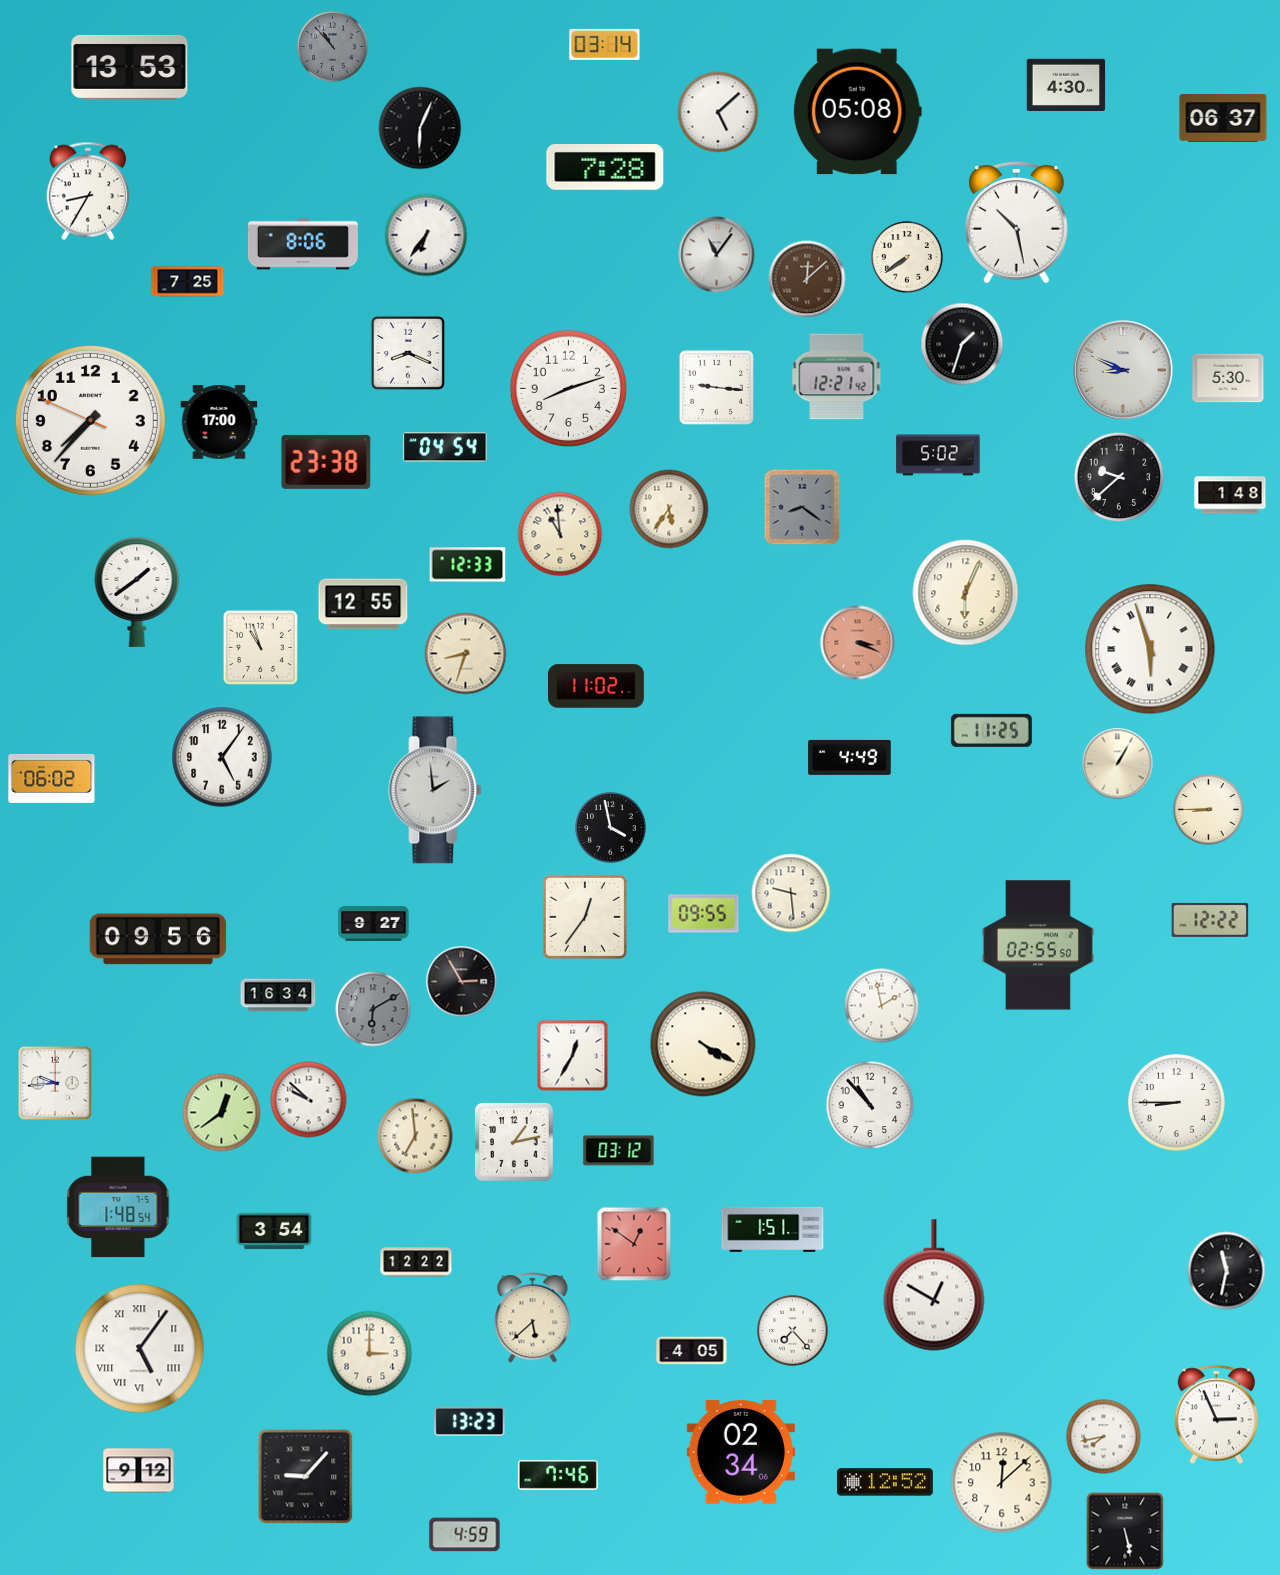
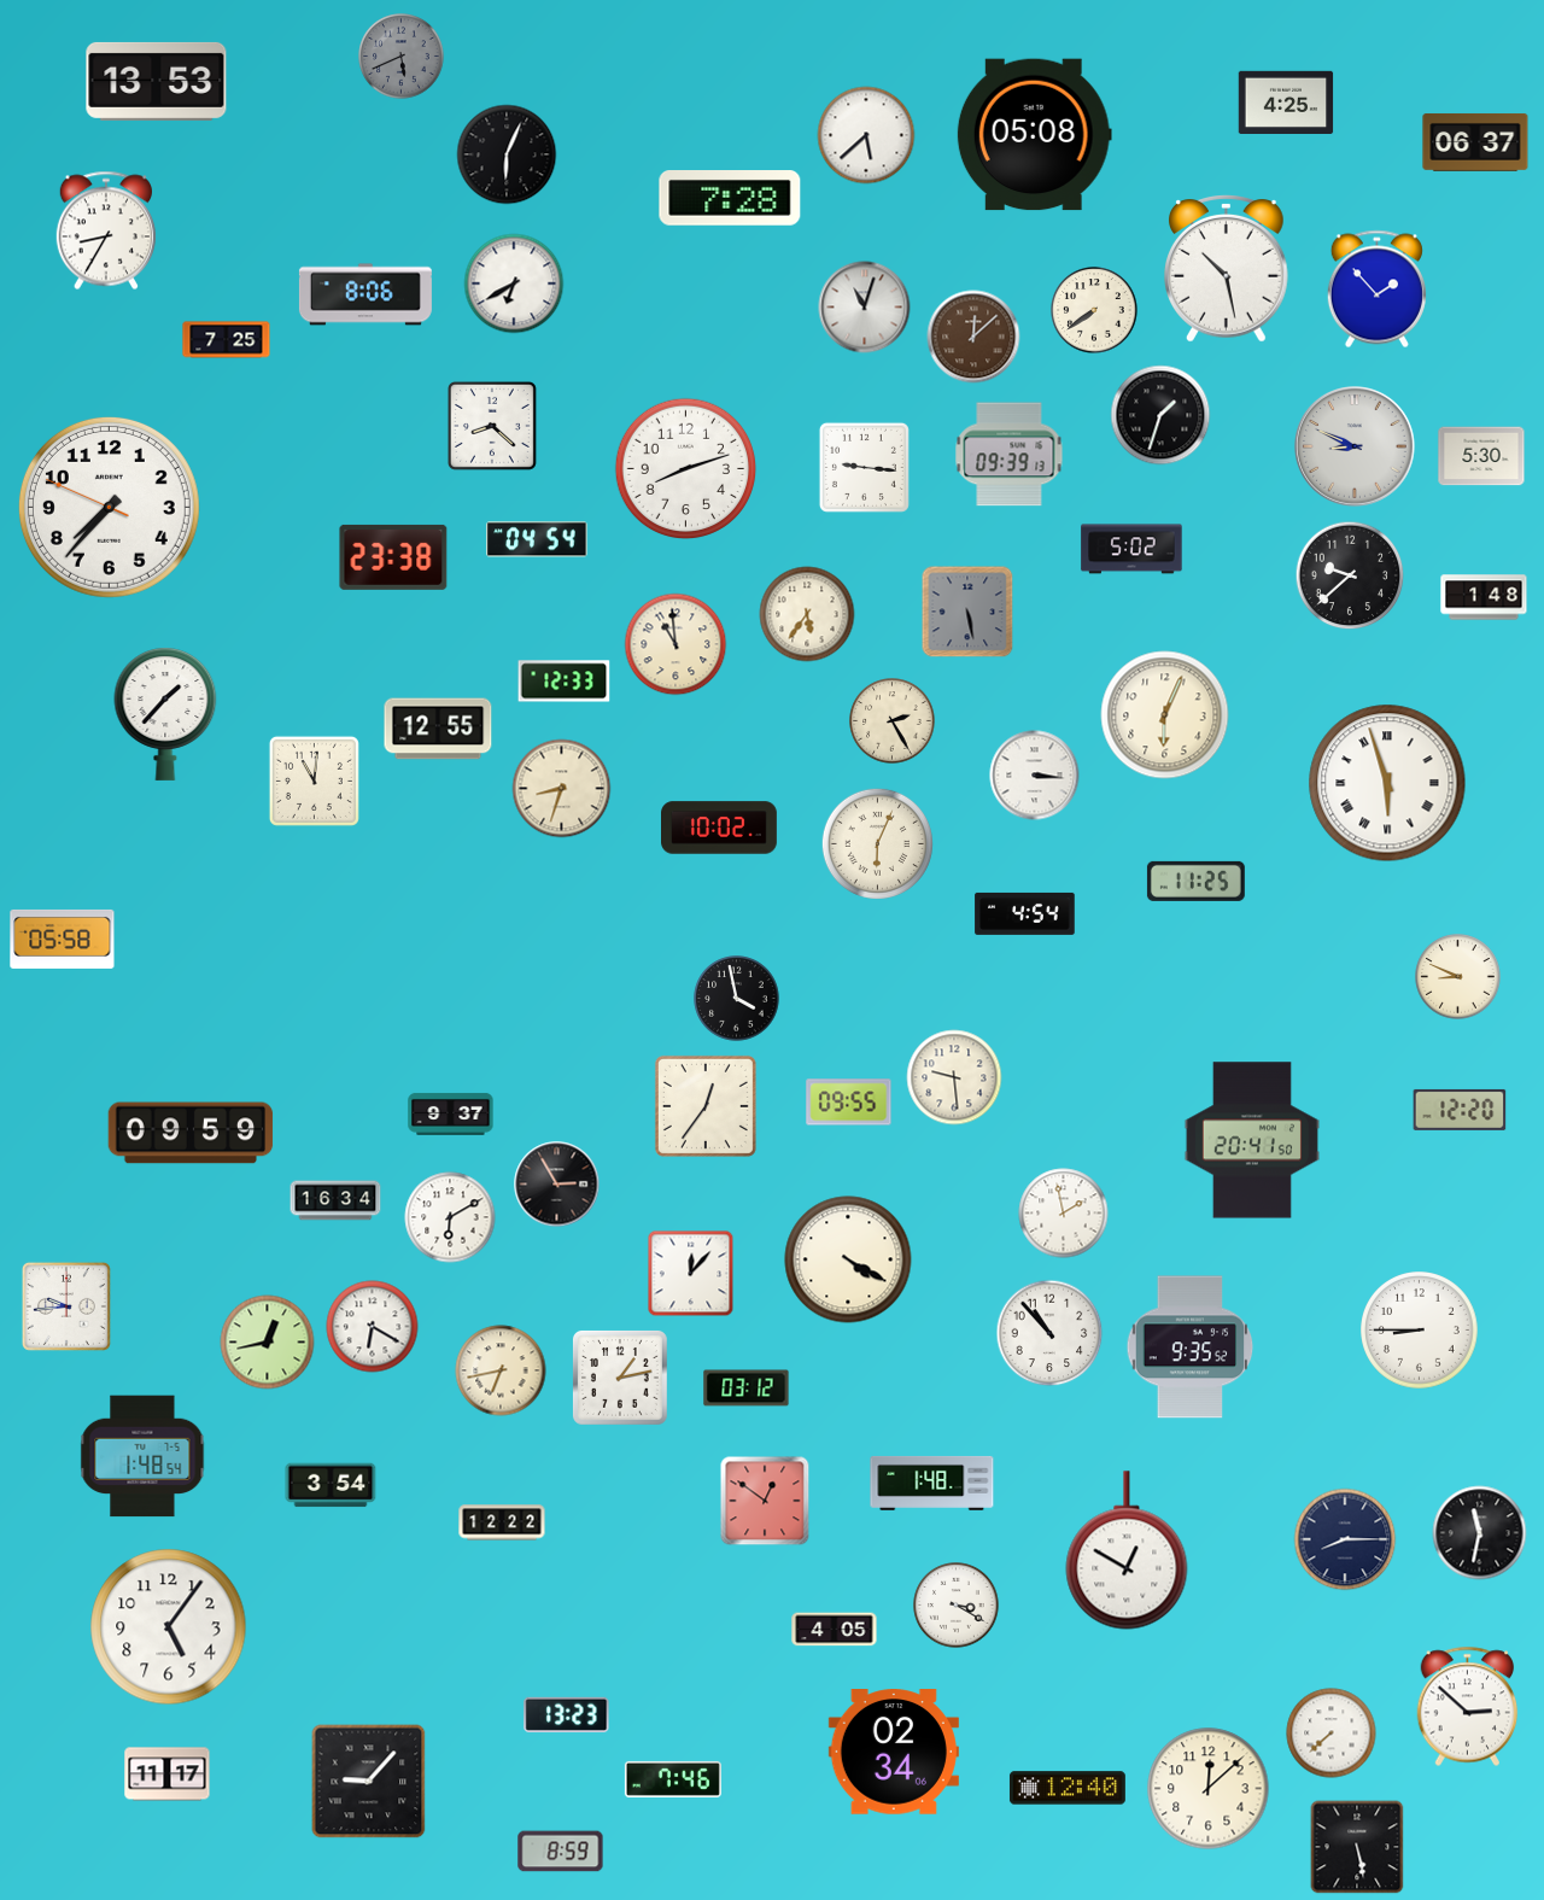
clock at (605, 44): 03:14 -> none
clock at (333, 47): 10:53 -> 5:41
clock at (1066, 84): 4:30 -> 4:25
clock at (718, 112): 5:08 -> 5:38
clock at (605, 168) position: (605, 168) -> (730, 199)
clock at (426, 235): 6:36 -> 6:40
clock at (1376, 290): none -> 1:53
clock at (717, 255): 11:06 -> 11:03
clock at (408, 353): 8:19 -> 8:22
clock at (837, 377): 12:21 -> 09:39
clock at (219, 422): 17:00 -> none
clock at (802, 507): 8:21 -> 5:28
clock at (137, 592): 1:39 -> 1:37
clock at (893, 721): none -> 2:25
clock at (858, 643): 3:19 -> 3:16
clock at (858, 643) dial: salmon -> white
clock at (260, 647): 10:57 -> 11:01
clock at (597, 686): 11:02 -> 10:02
clock at (877, 843): none -> 6:04
clock at (222, 757): 5:06 -> none
clock at (850, 757): 4:49 -> 4:54
clock at (1118, 764): 1:05 -> none
clock at (52, 778): 06:02 -> 05:58
clock at (435, 790): 1:59 -> none
clock at (1209, 810): 8:45 -> 8:49
clock at (1210, 920): 12:22 -> 12:20
clock at (374, 923): 9:27 -> 9:37
clock at (158, 939): 09:56 -> 09:59
clock at (1038, 945): 02:55 -> 20:41
clock at (373, 1009) dial: grey -> white
clock at (573, 1056): 12:35 -> 12:07
clock at (309, 1100): 9:52 -> 6:20
clock at (222, 1113): 12:39 -> 12:43
clock at (1191, 1347): none -> 9:35
clock at (415, 1136): 6:59 -> 6:43
clock at (773, 1229): 1:51 -> 1:48
clock at (1345, 1539): none -> 8:15
clock at (533, 1318): 5:38 -> none
clock at (793, 1331): 7:23 -> 3:20
clock at (140, 1349) numerals: Roman -> Arabic
clock at (370, 1354): 3:00 -> none
clock at (1217, 1415): 2:56 -> 2:52
clock at (1104, 1437): 7:43 -> 7:38
clock at (139, 1471): 9:12 -> 11:17
clock at (885, 1482): 12:52 -> 12:40
clock at (465, 1535): 4:59 -> 8:59
